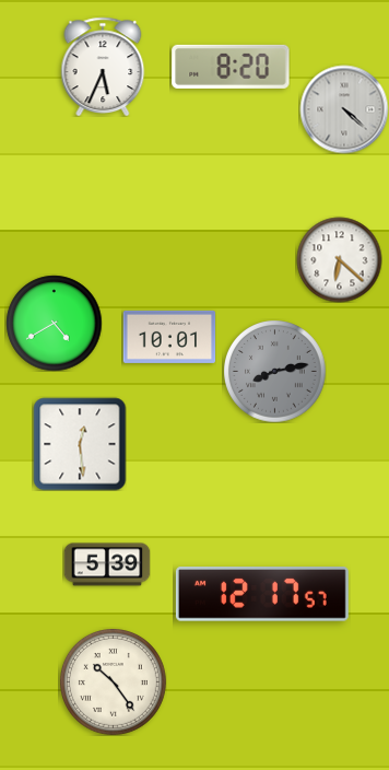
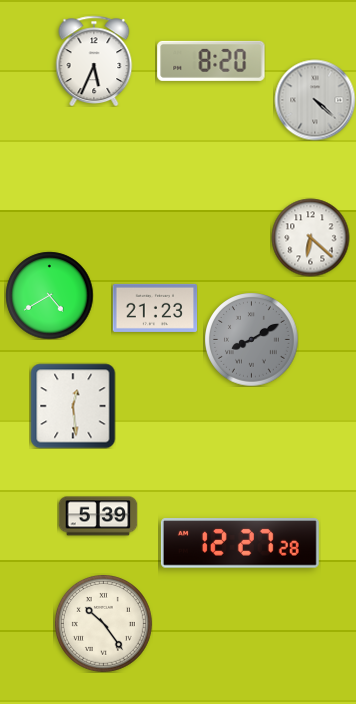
clock at (169, 337): 10:01 -> 21:23
clock at (274, 371): 8:13 -> 8:10
clock at (262, 594): 12:17 -> 12:27
